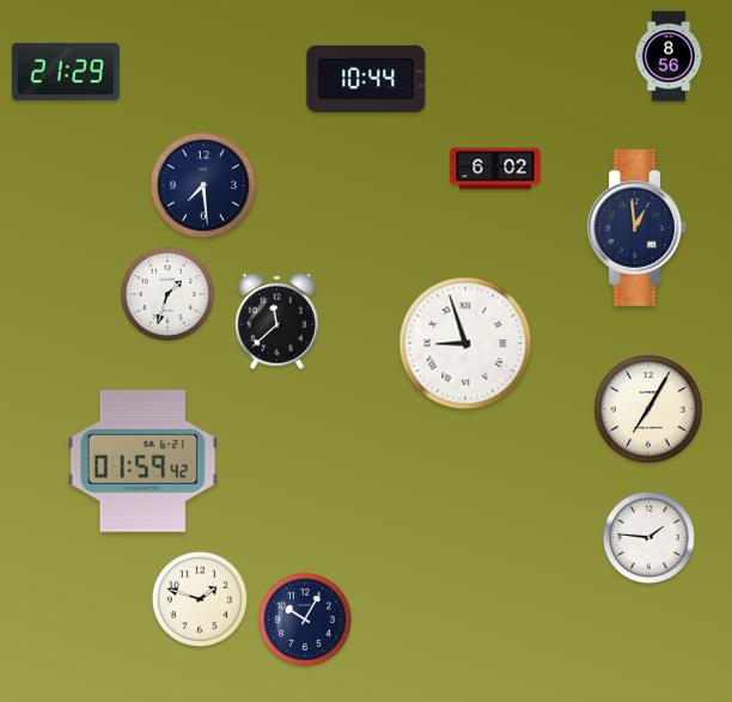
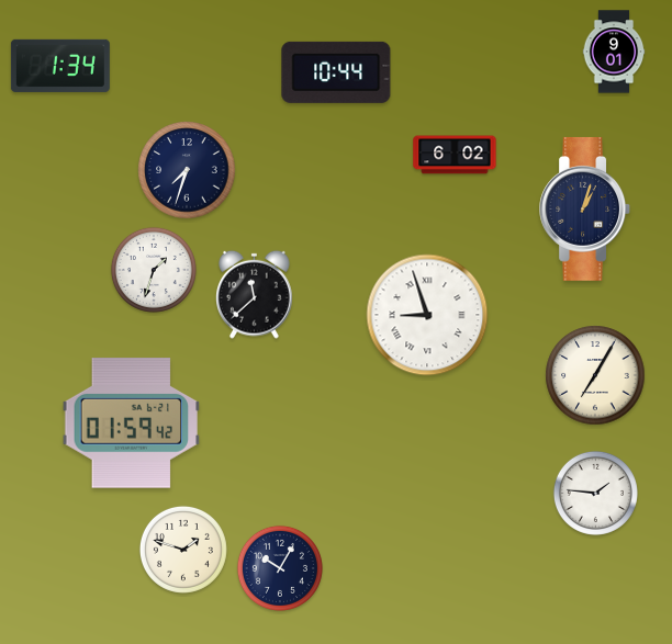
clock at (669, 56): 8:56 -> 9:01
clock at (66, 72): 21:29 -> 1:34
clock at (203, 185): 7:29 -> 7:33
clock at (638, 227): 12:59 -> 1:03
